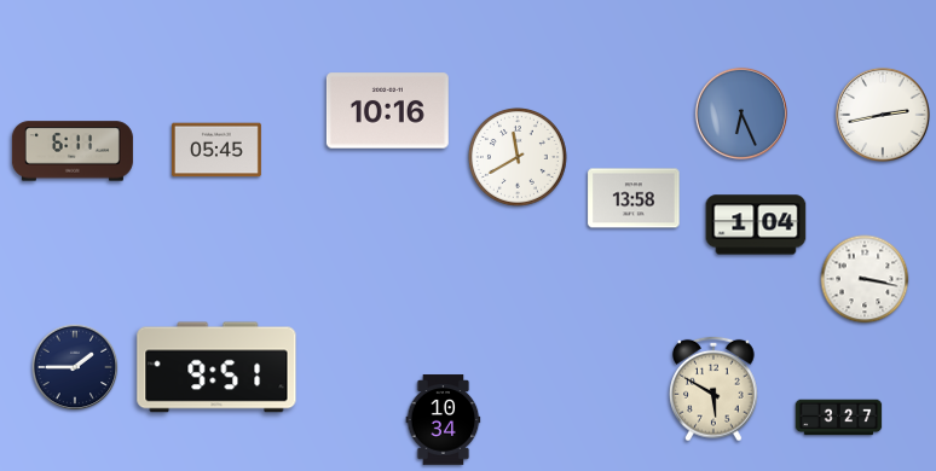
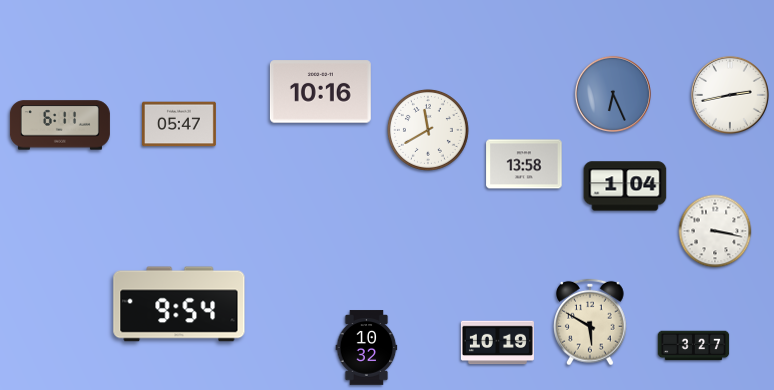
clock at (216, 150): 05:45 -> 05:47
clock at (75, 367): 1:45 -> none
clock at (216, 367): 9:51 -> 9:54
clock at (497, 343): none -> 10:19
clock at (444, 420): 10:34 -> 10:32
